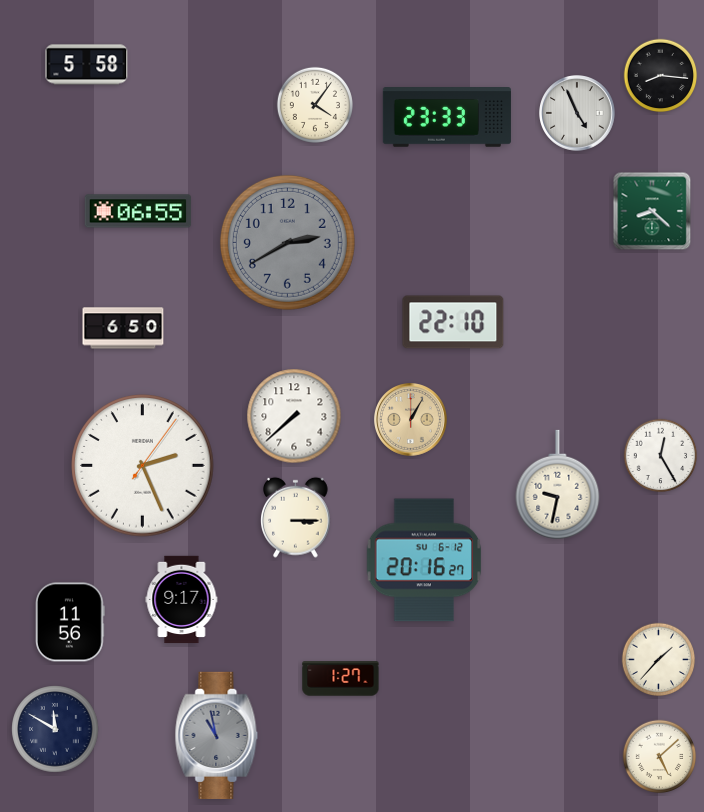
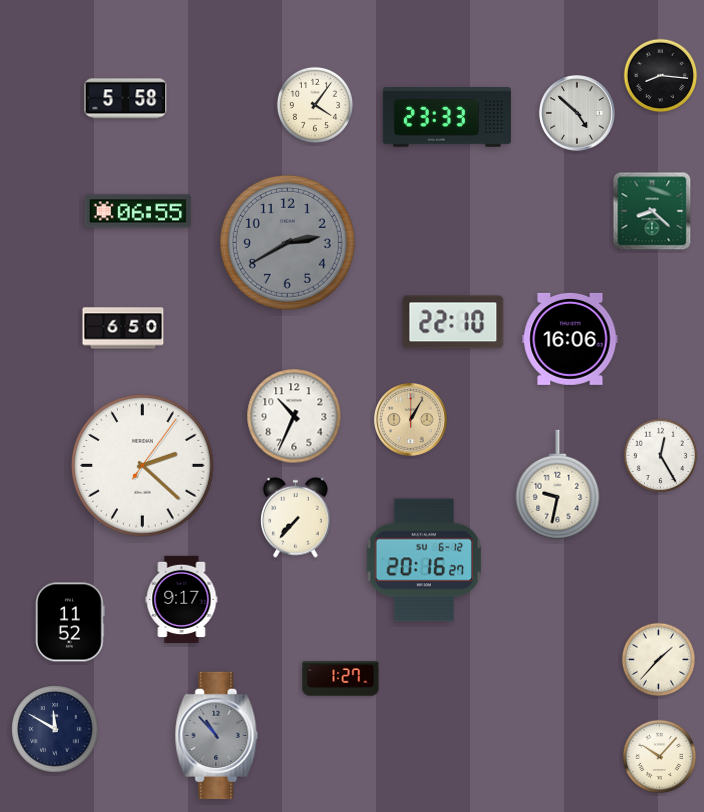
clock at (87, 65) position: (87, 65) -> (126, 99)
clock at (578, 114): 4:56 -> 4:52
clock at (570, 339): none -> 16:06
clock at (294, 416): 7:38 -> 10:34
clock at (143, 466): 2:26 -> 2:22
clock at (296, 517): 3:15 -> 7:37
clock at (71, 622): 11:56 -> 11:52
clock at (217, 735): 10:58 -> 10:53
clock at (660, 757): 5:08 -> 10:07
